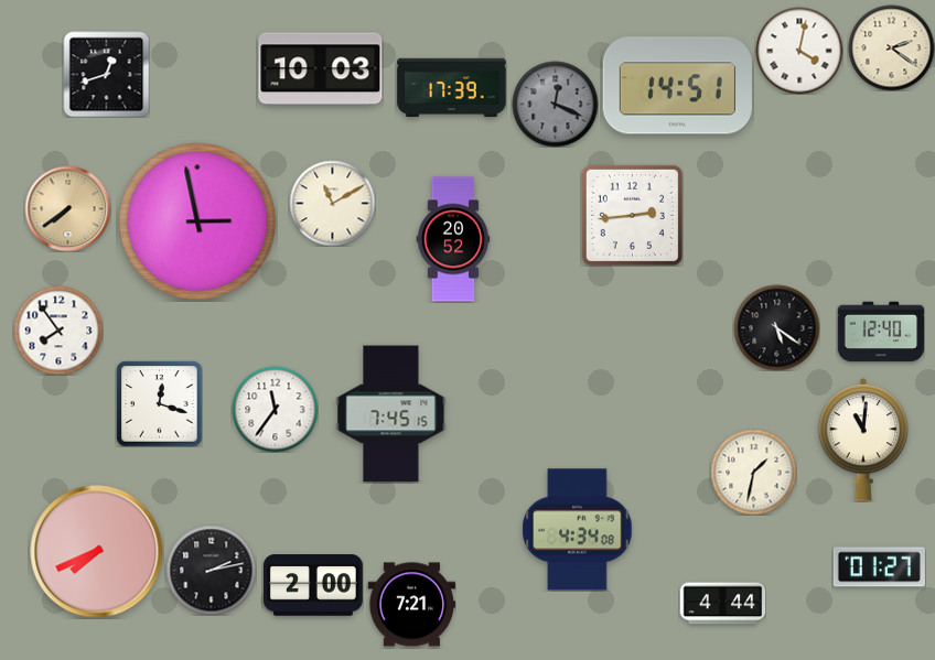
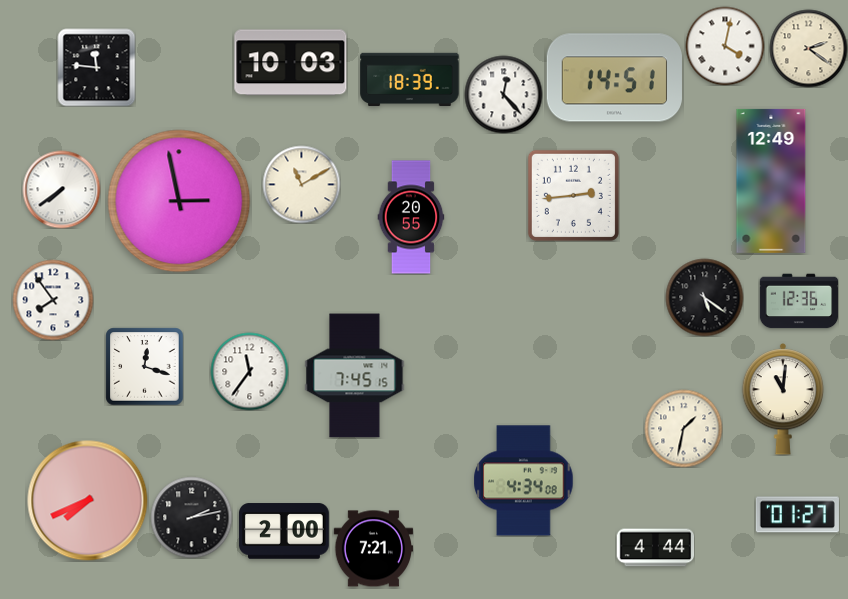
clock at (891, 47) position: (891, 47) -> (808, 48)
clock at (106, 74): 12:42 -> 11:46
clock at (452, 88): 17:39 -> 18:39
clock at (555, 104): 12:19 -> 12:23
clock at (555, 104) dial: grey -> white
clock at (771, 181): none -> 12:49
clock at (67, 208) dial: champagne -> white
clock at (453, 239): 20:52 -> 20:55
clock at (881, 332): 12:40 -> 12:36
